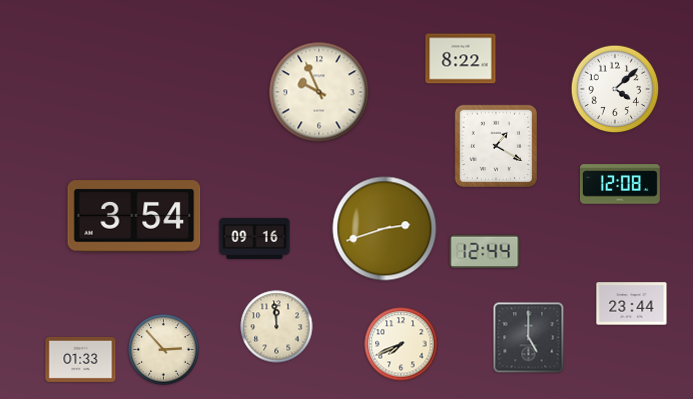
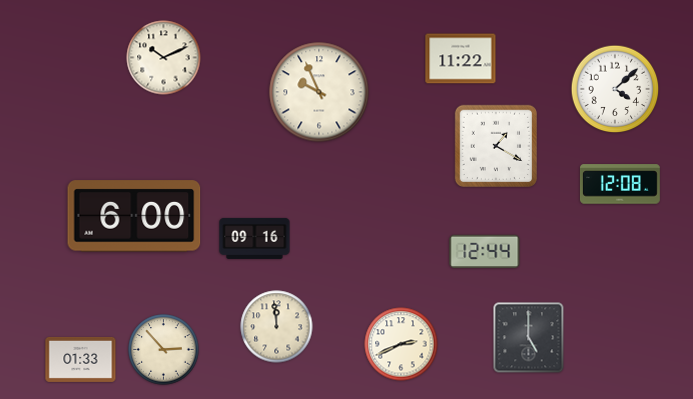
clock at (164, 58): none -> 10:11
clock at (461, 59): 8:22 -> 11:22
clock at (134, 216): 3:54 -> 6:00
clock at (385, 229): 2:42 -> none
clock at (632, 304): 23:44 -> none
clock at (401, 344): 7:41 -> 2:41
